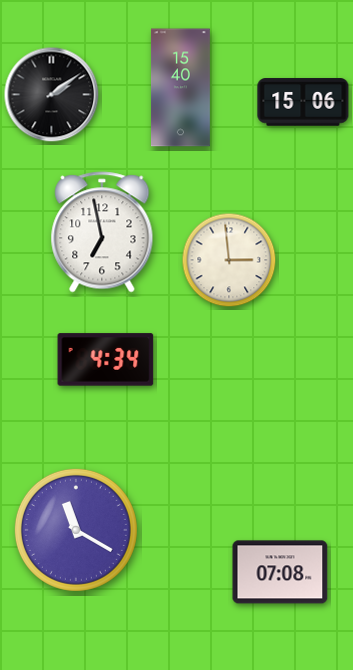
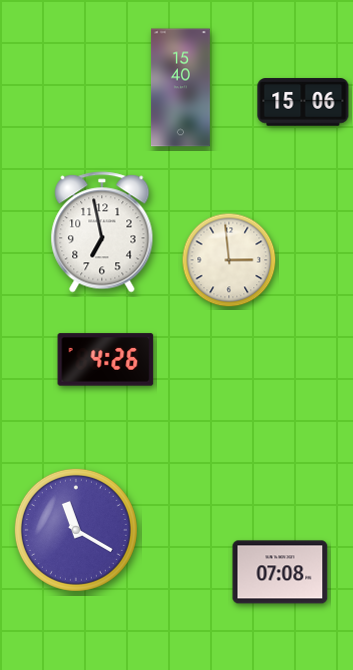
clock at (52, 95): 2:09 -> none
clock at (106, 360): 4:34 -> 4:26
